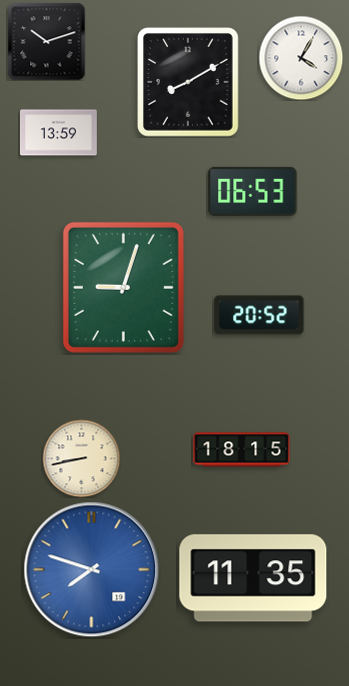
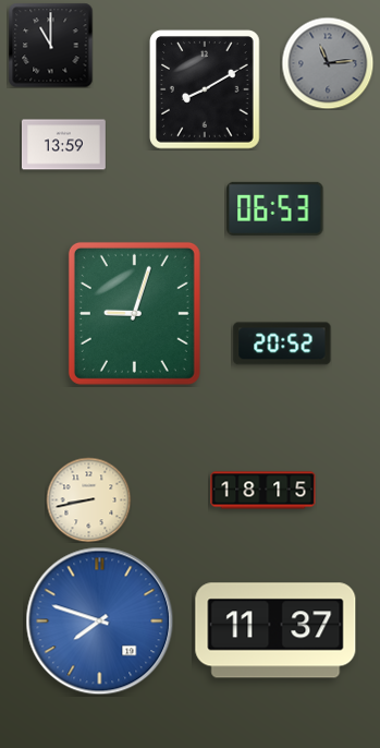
clock at (46, 41): 10:12 -> 11:00
clock at (301, 58): 4:05 -> 11:14
clock at (301, 58) dial: white -> grey
clock at (253, 578): 11:35 -> 11:37
